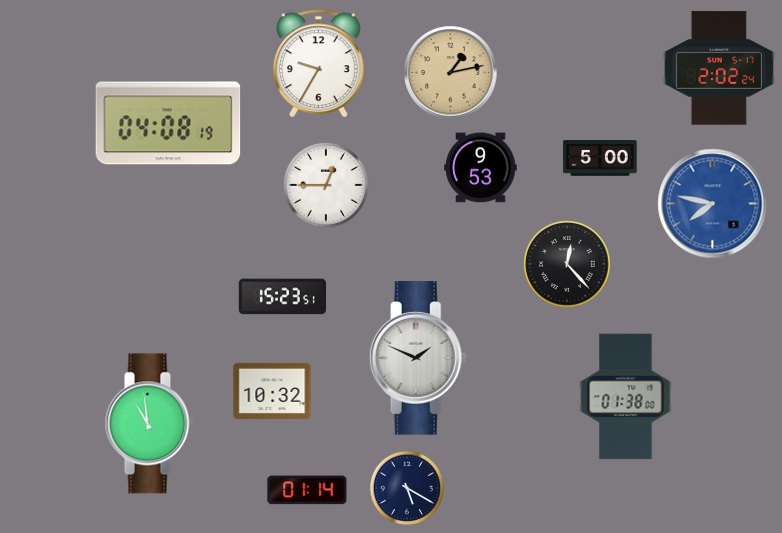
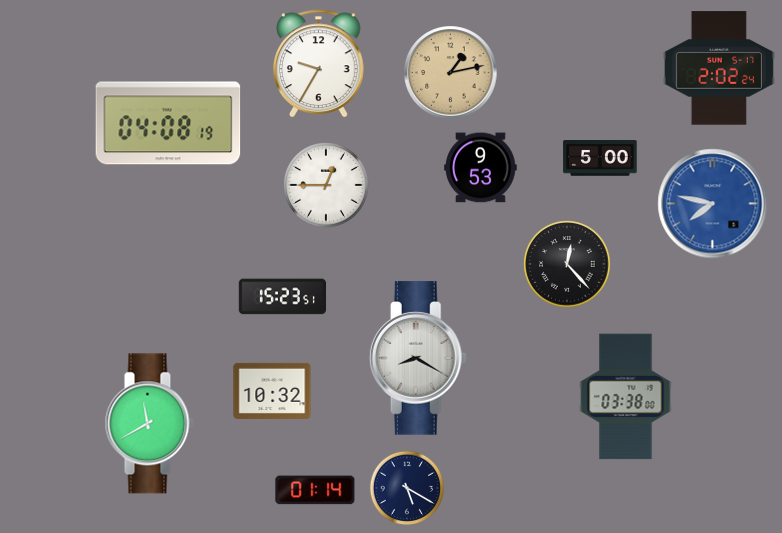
clock at (418, 358): 1:49 -> 8:20
clock at (626, 397): 01:38 -> 03:38
clock at (149, 424): 10:59 -> 11:40
clock at (307, 490) position: (307, 490) -> (315, 490)
